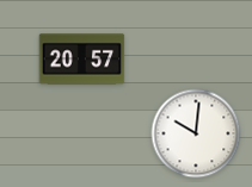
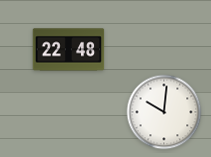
clock at (82, 60): 20:57 -> 22:48
